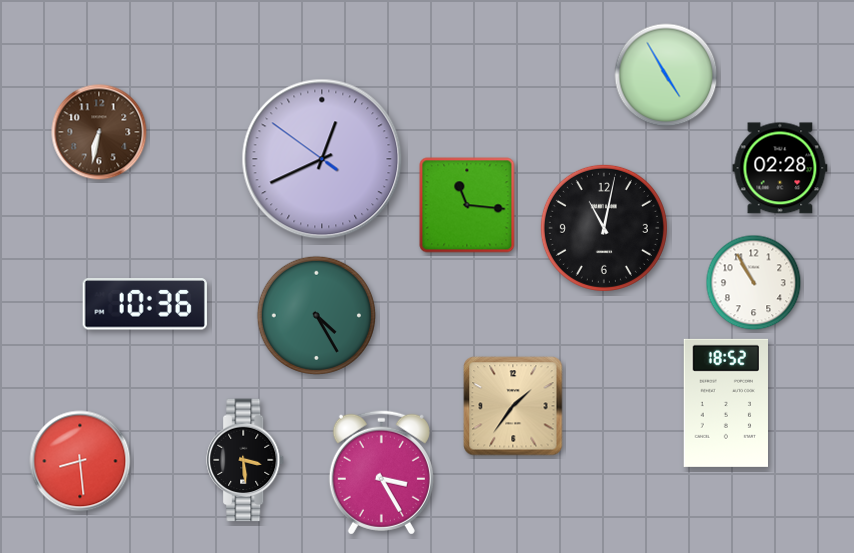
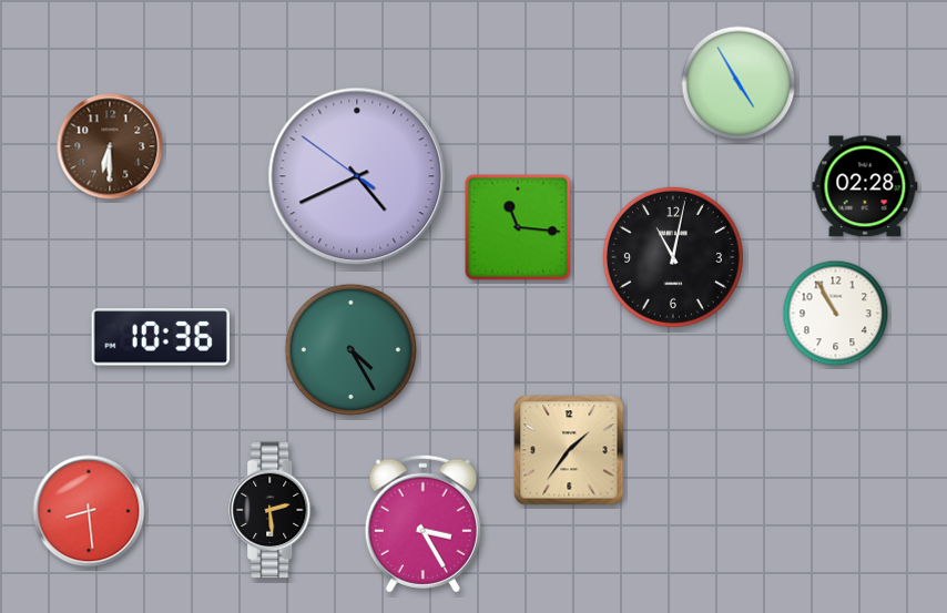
clock at (99, 132): 6:32 -> 6:30
clock at (322, 159): 12:40 -> 4:40
clock at (604, 228) position: (604, 228) -> (673, 257)
clock at (725, 403): 18:52 -> none
clock at (246, 460): 3:29 -> 2:29
